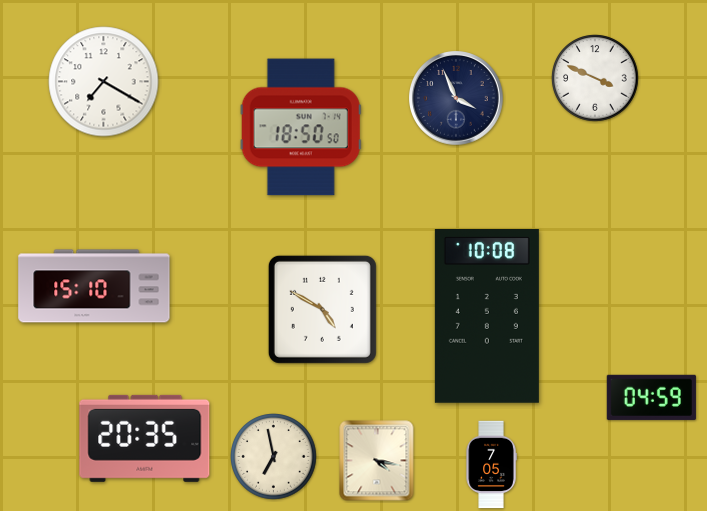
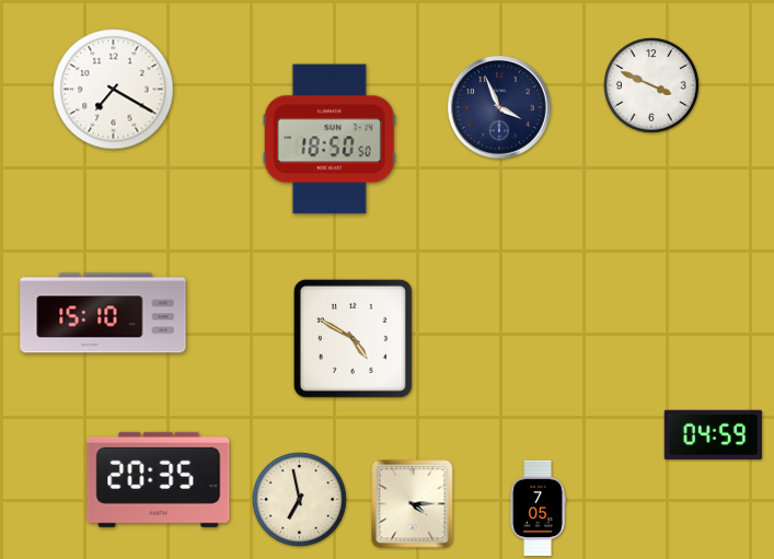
clock at (487, 317): 10:08 -> none
clock at (377, 461): 4:17 -> 4:15
